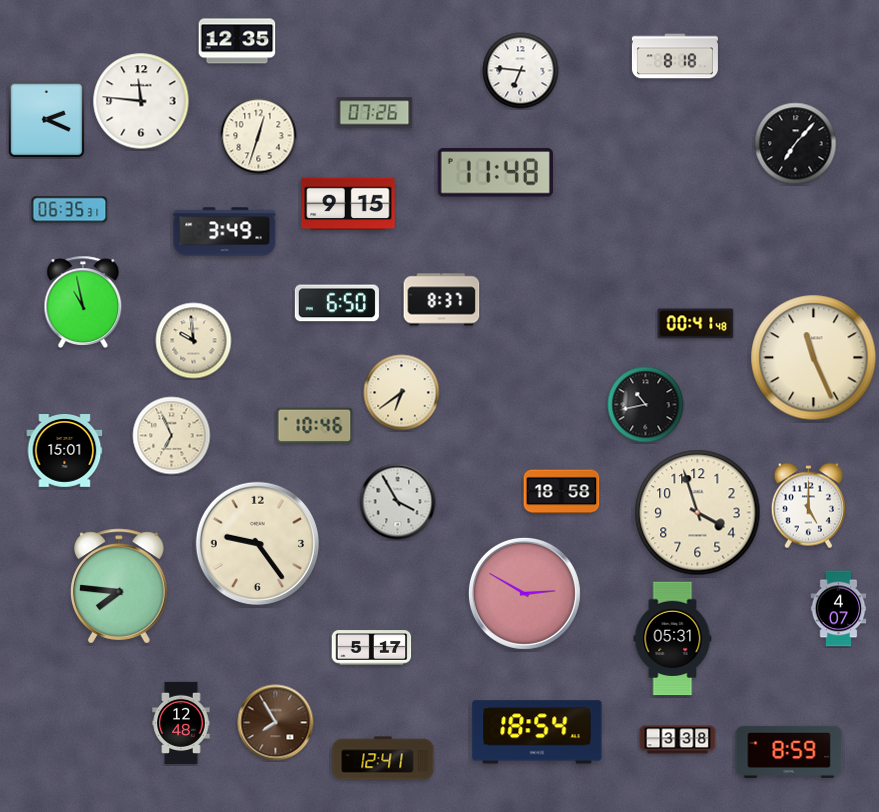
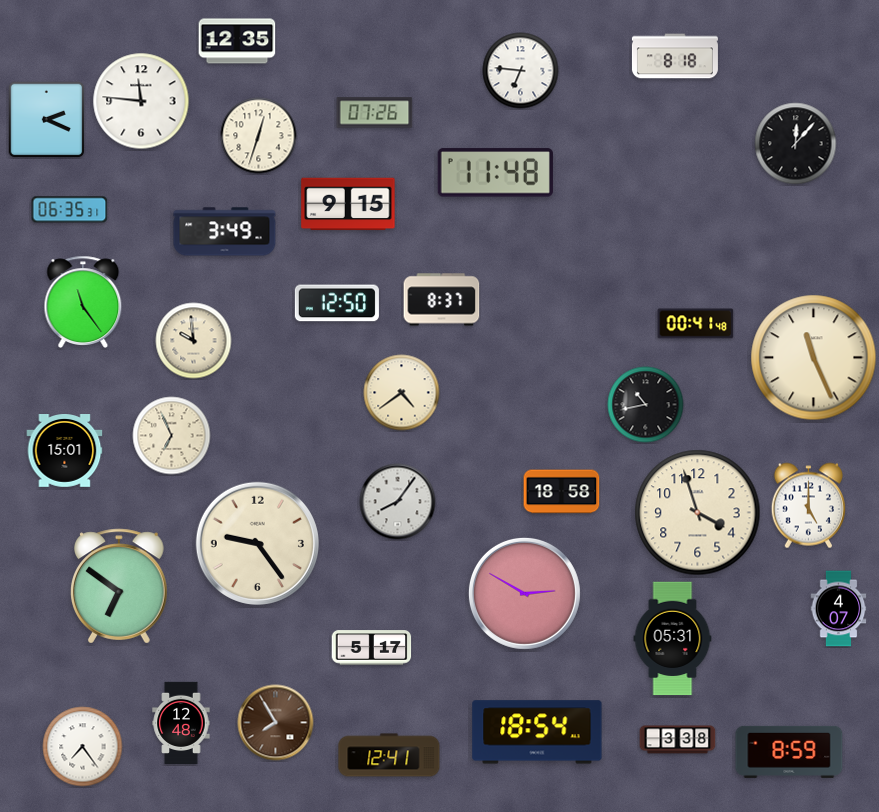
clock at (796, 144): 7:07 -> 12:07
clock at (83, 302): 10:58 -> 11:24
clock at (337, 303): 6:50 -> 12:50
clock at (402, 393): 6:39 -> 4:39
clock at (315, 425): 10:46 -> none
clock at (398, 502): 3:55 -> 8:06
clock at (120, 586): 7:46 -> 6:51
clock at (83, 747): none -> 7:24
clock at (383, 758) position: (383, 758) -> (389, 755)
